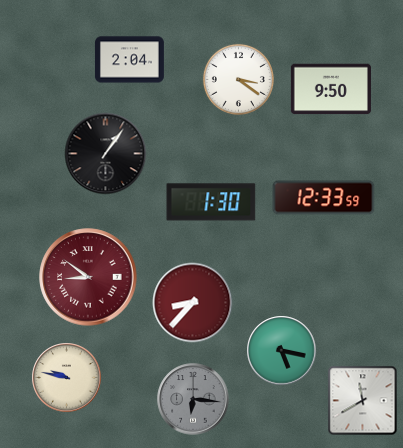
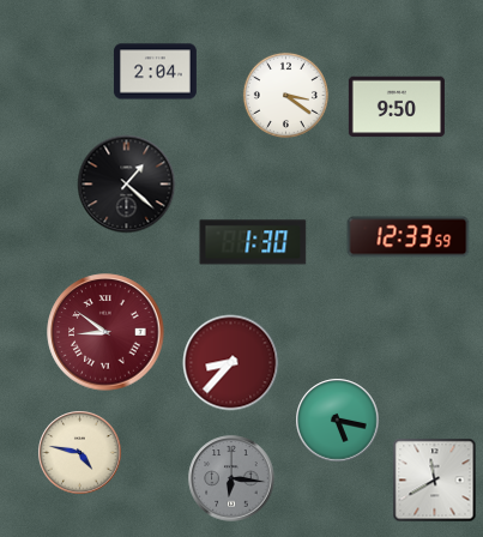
clock at (106, 154): 1:06 -> 1:22
clock at (324, 198) position: (324, 198) -> (409, 237)
clock at (67, 378): 9:47 -> 4:47
